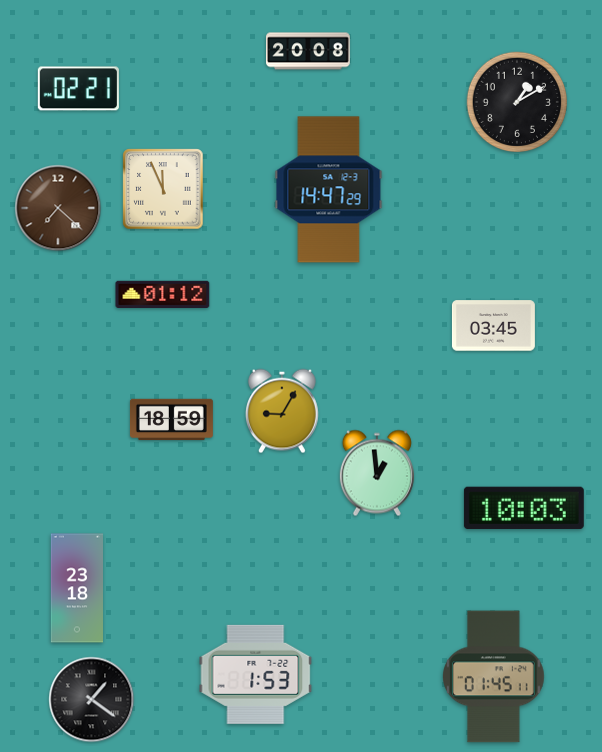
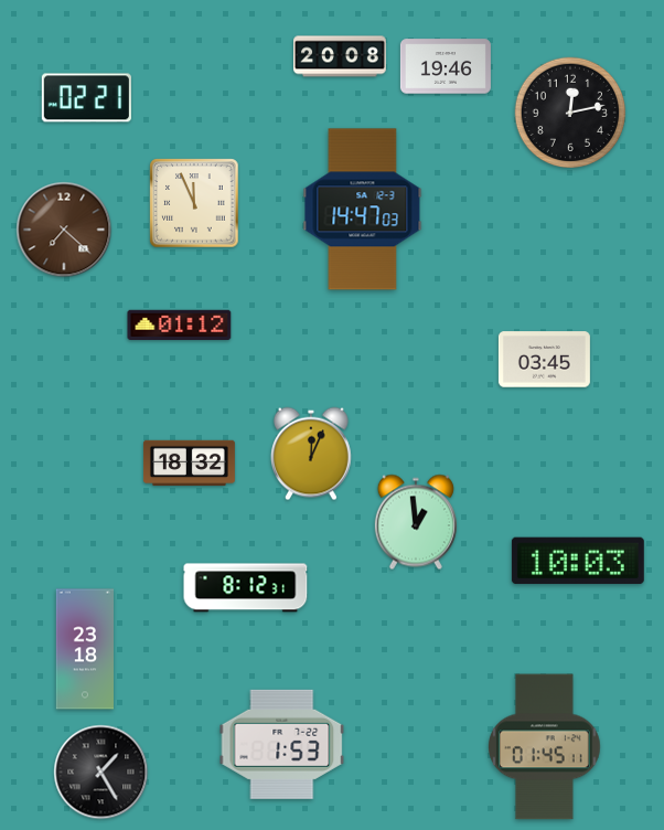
clock at (446, 66): none -> 19:46
clock at (517, 102): 1:10 -> 12:13
clock at (163, 189) position: (163, 189) -> (194, 203)
clock at (329, 190): 14:47:29 -> 14:47:03
clock at (282, 411): 9:05 -> 12:04
clock at (171, 420): 18:59 -> 18:32
clock at (246, 588): none -> 8:12
clock at (92, 700): 1:21 -> 1:25
